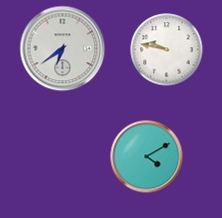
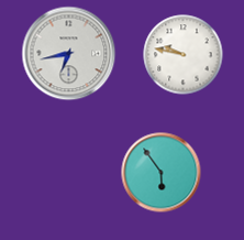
clock at (63, 49): 6:39 -> 6:43
clock at (147, 157): 4:10 -> 5:54
